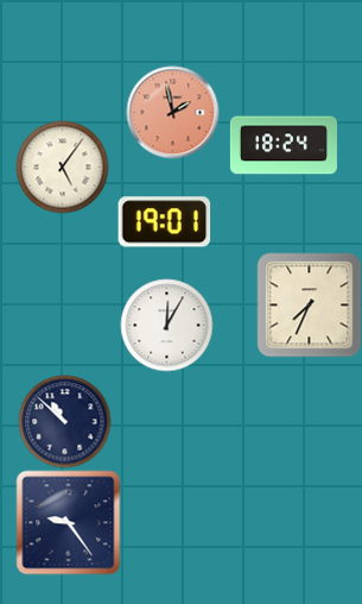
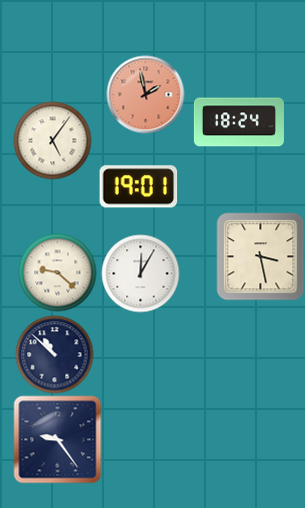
clock at (309, 304): 7:34 -> 3:28
clock at (57, 272): none -> 9:22
